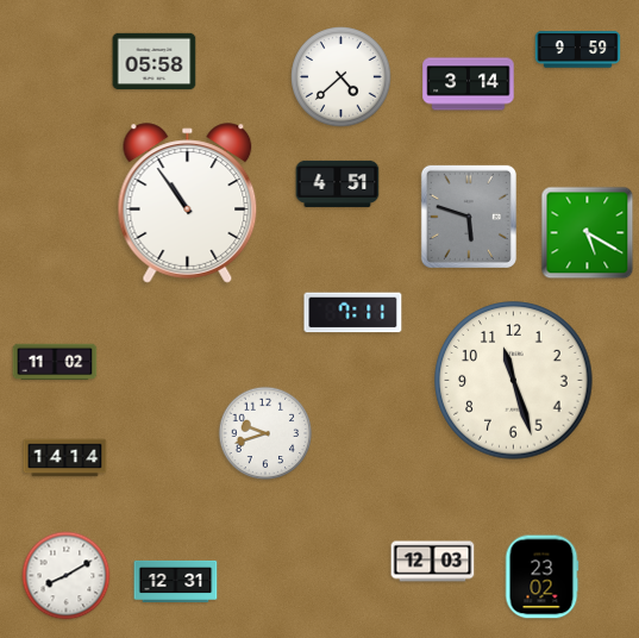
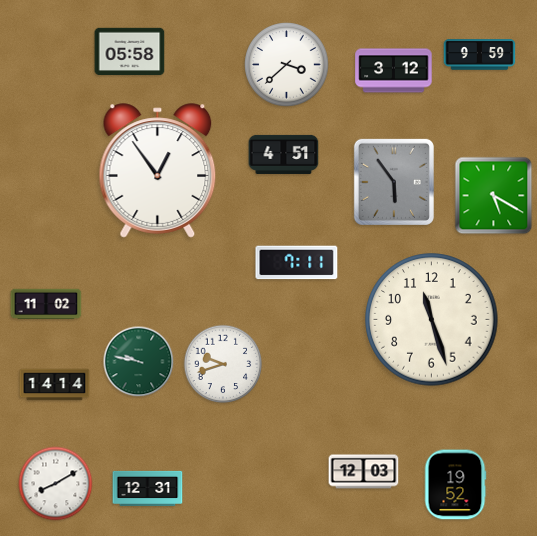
clock at (578, 50) position: (578, 50) -> (480, 55)
clock at (342, 77): 4:38 -> 3:38
clock at (469, 85): 3:14 -> 3:12
clock at (188, 204): 10:54 -> 12:54
clock at (469, 217): 5:48 -> 5:54
clock at (139, 362): none -> 9:47
clock at (541, 577): 23:02 -> 19:52
